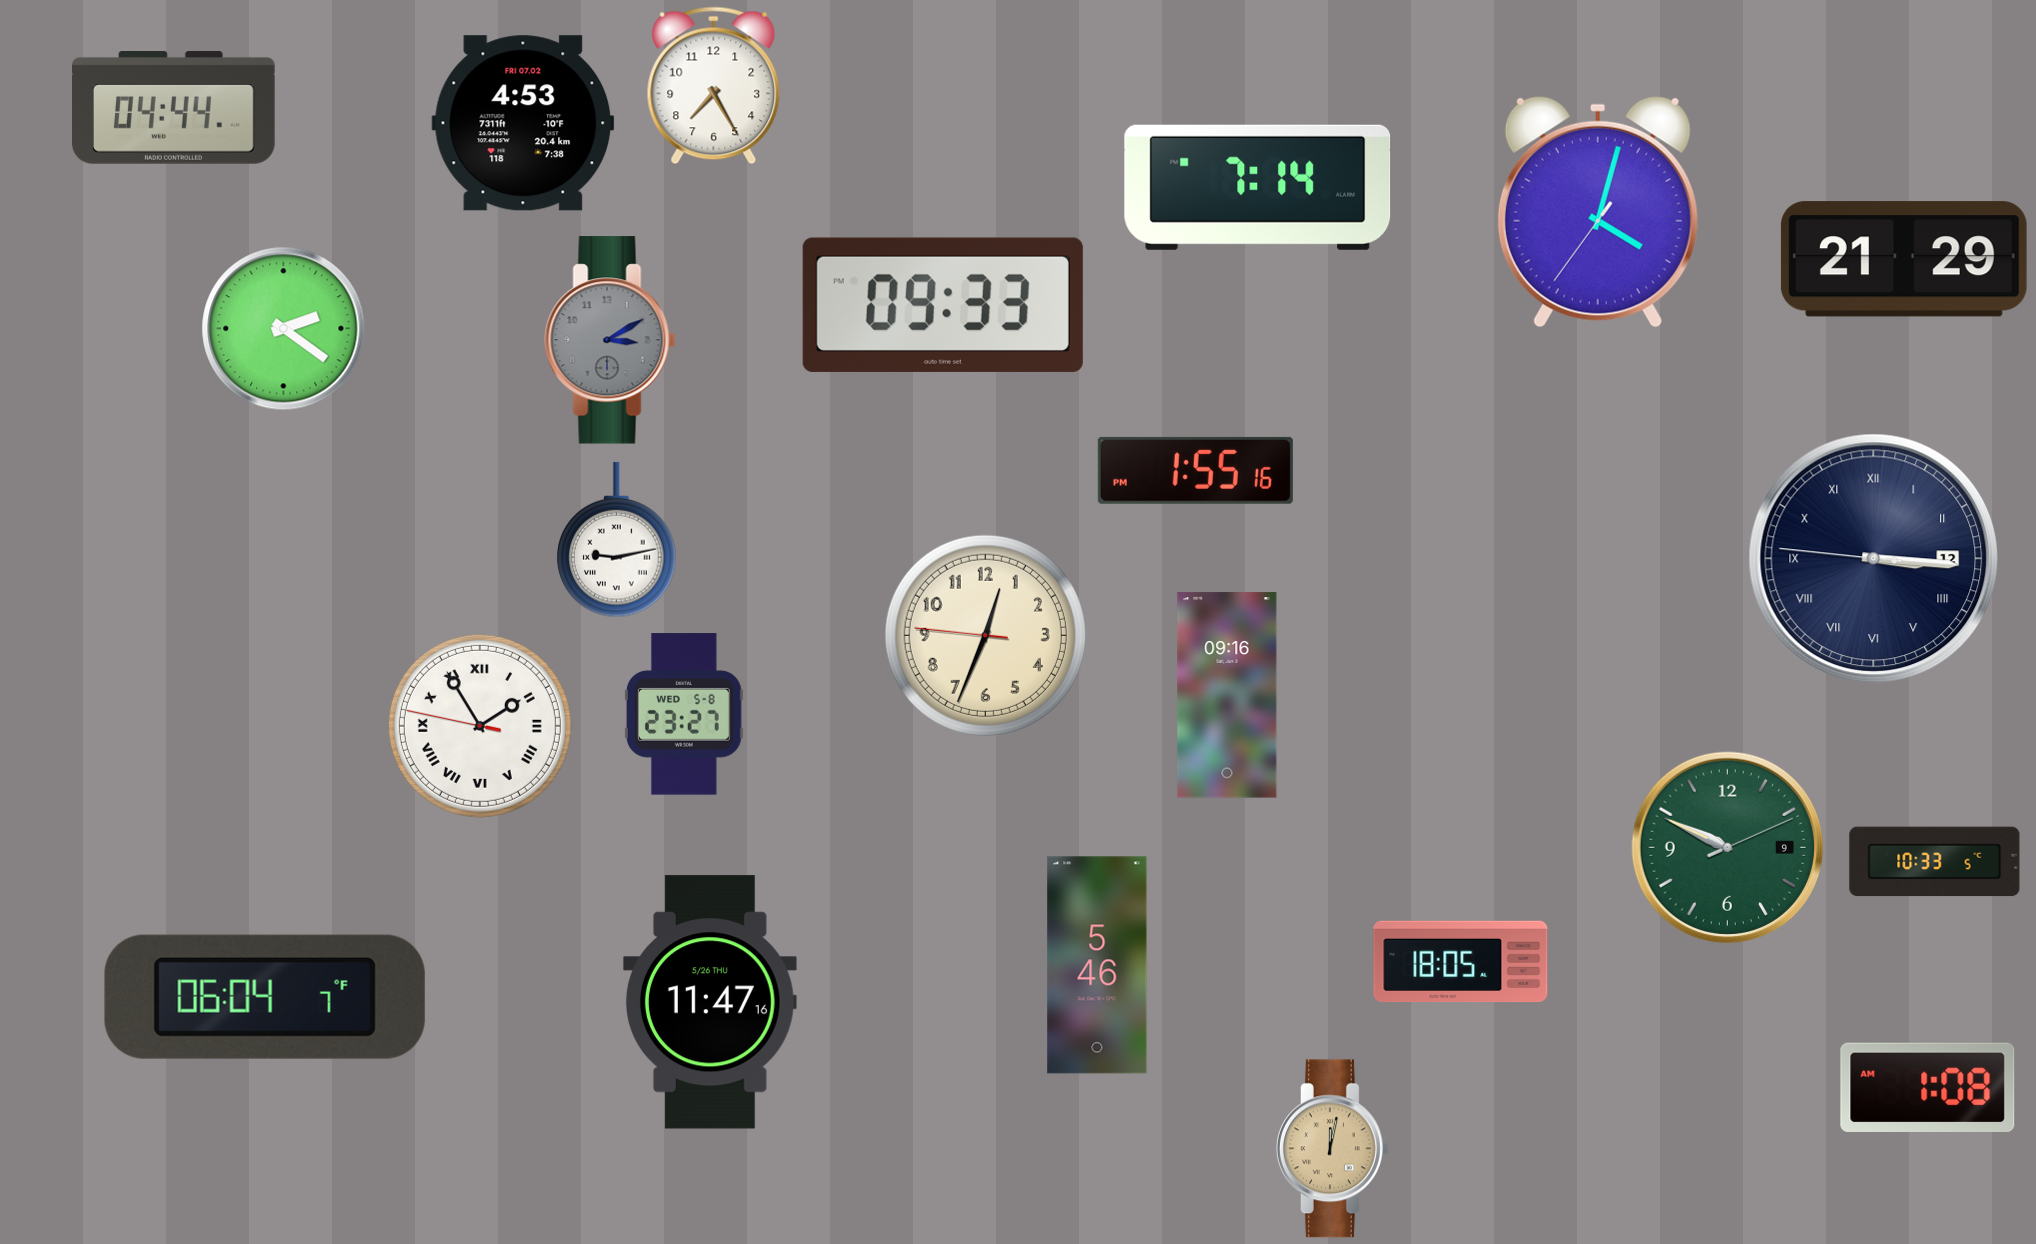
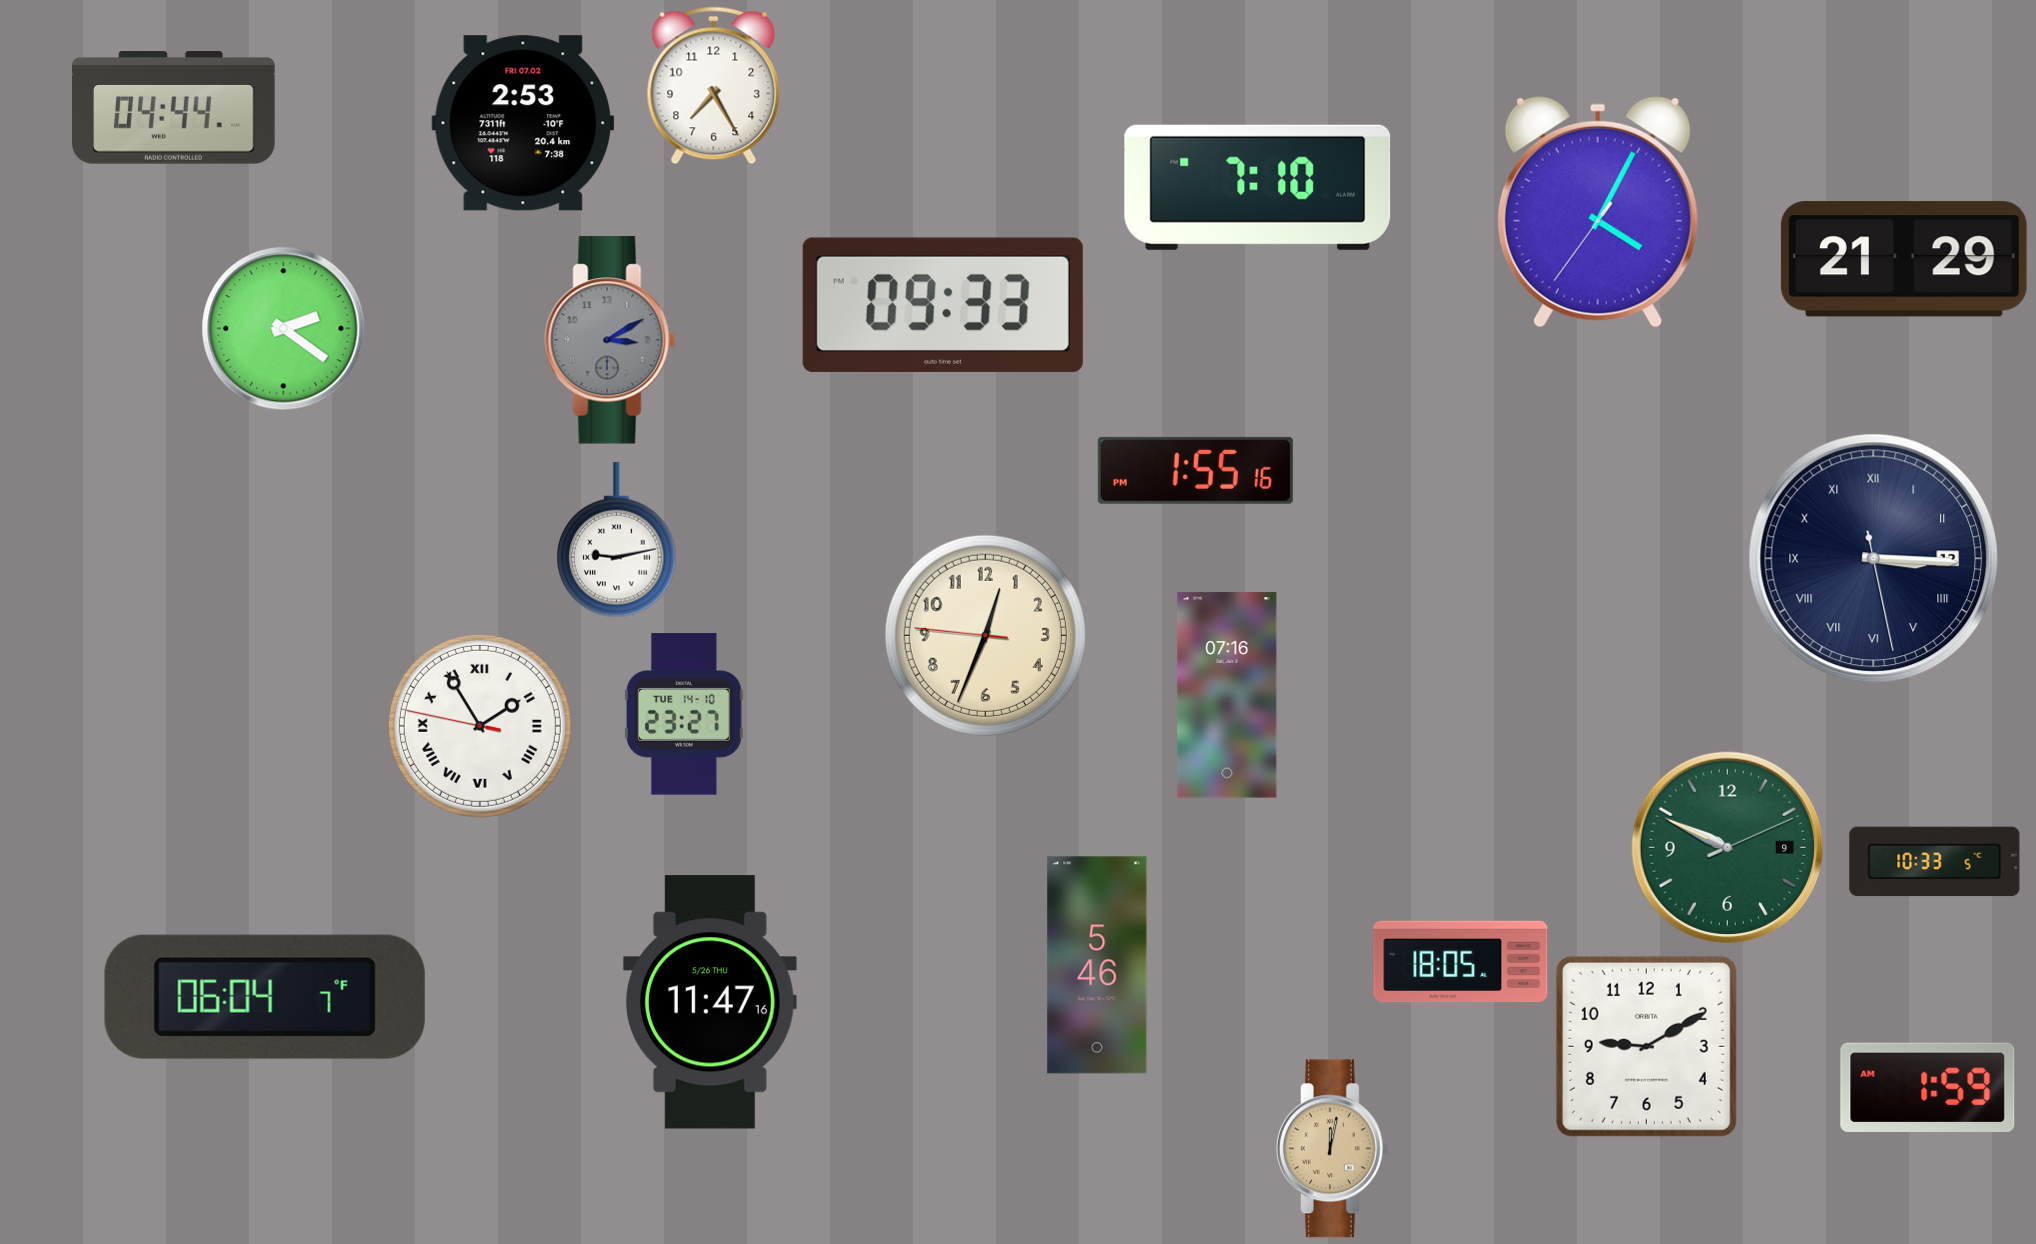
clock at (523, 123): 4:53 -> 2:53
clock at (1258, 187): 7:14 -> 7:10
clock at (1598, 212): 4:02 -> 4:04
clock at (1874, 559): 3:15:46 -> 3:15:28
clock at (1227, 695): 09:16 -> 07:16
clock at (684, 714) date: WED 5-8 -> TUE 14-10
clock at (1646, 1046): none -> 9:10
clock at (1928, 1088): 1:08 -> 1:59
